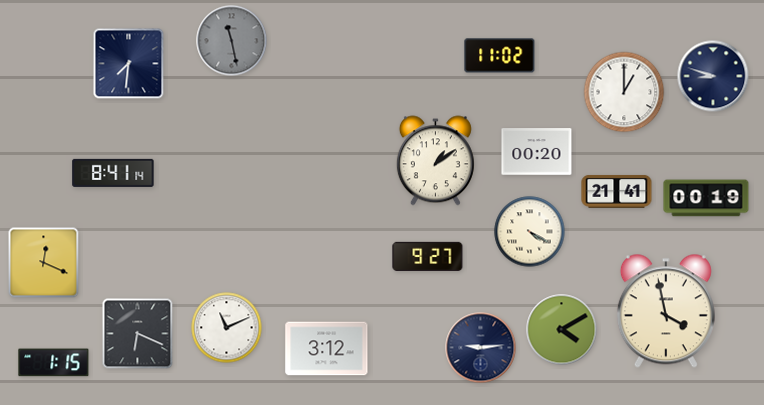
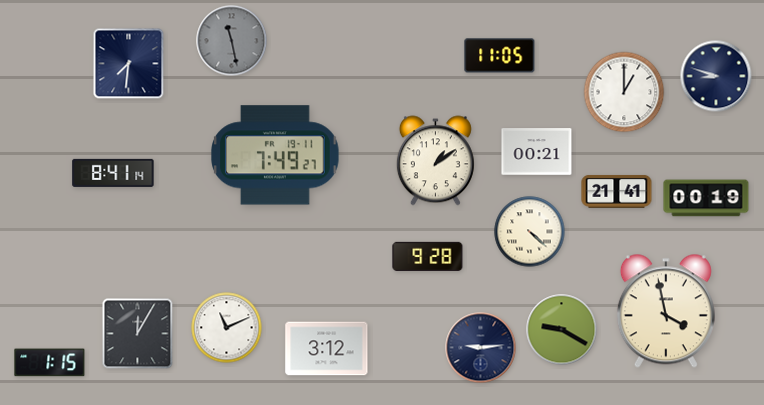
clock at (500, 56): 11:02 -> 11:05
clock at (713, 76) position: (713, 76) -> (716, 76)
clock at (537, 152): 00:20 -> 00:21
clock at (275, 155): none -> 7:49
clock at (530, 232): 4:20 -> 4:22
clock at (428, 256): 9:27 -> 9:28
clock at (44, 263): 12:19 -> none
clock at (562, 330): 4:10 -> 9:20
clock at (138, 334): 6:19 -> 12:05
clock at (54, 363) position: (54, 363) -> (50, 363)
